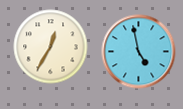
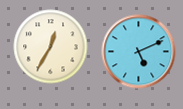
clock at (139, 52): 4:58 -> 5:11
